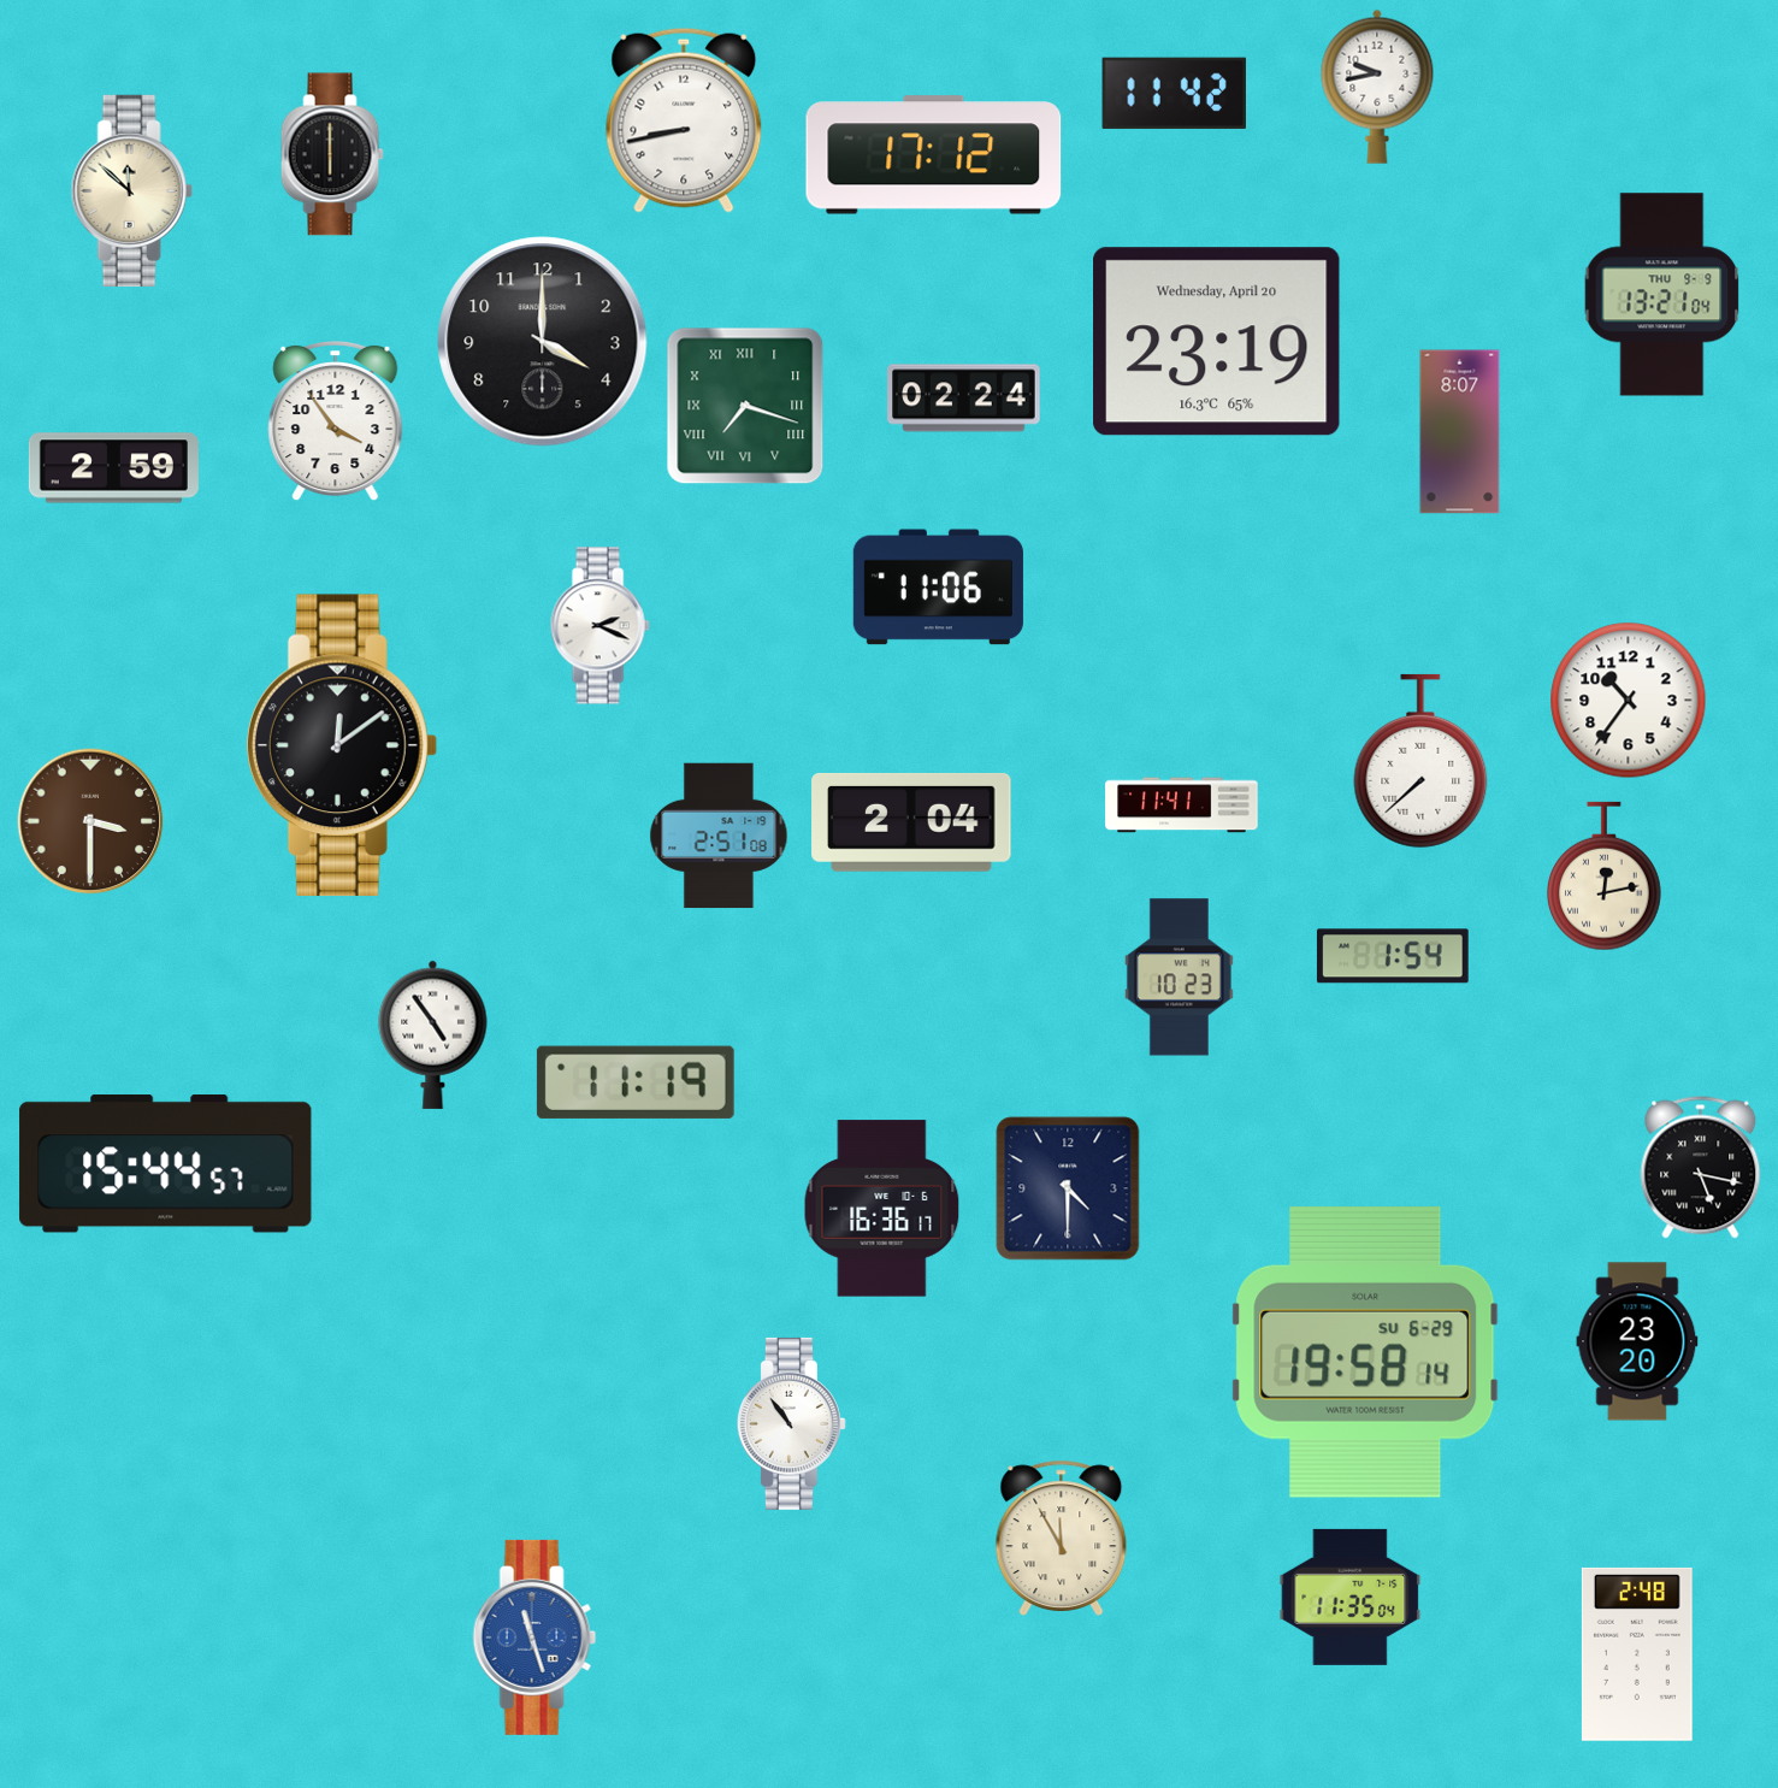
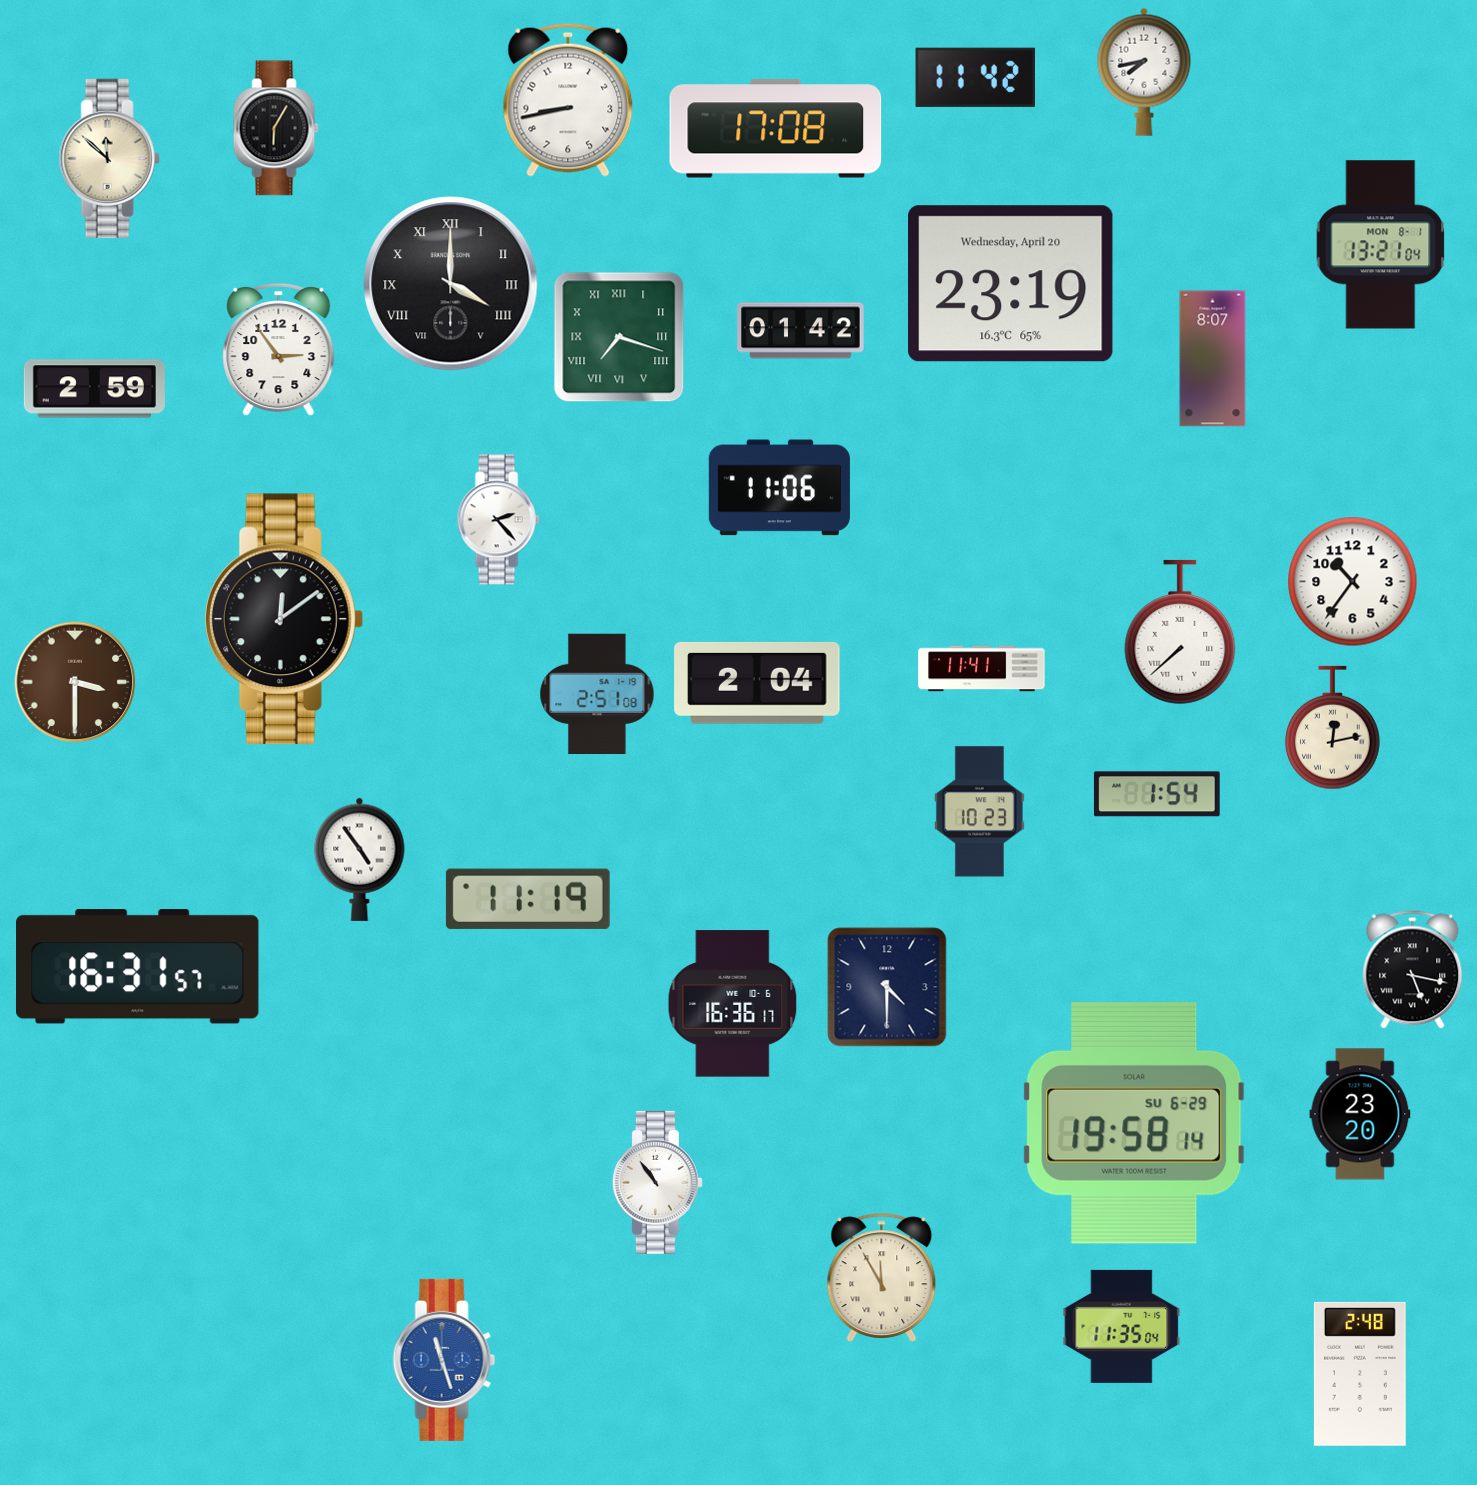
clock at (1377, 87): 9:43 -> 7:43
clock at (332, 154): 6:00 -> 6:05
clock at (934, 155): 17:12 -> 17:08
clock at (1662, 295) date: THU 9-9 -> MON 8-1
clock at (543, 342) numerals: Arabic -> Roman
clock at (964, 399): 02:24 -> 01:42
clock at (336, 421): 3:54 -> 2:54
clock at (599, 626): 2:19 -> 2:23
clock at (166, 1164): 15:44 -> 16:31
